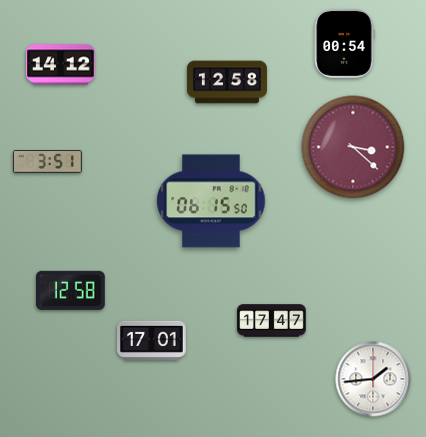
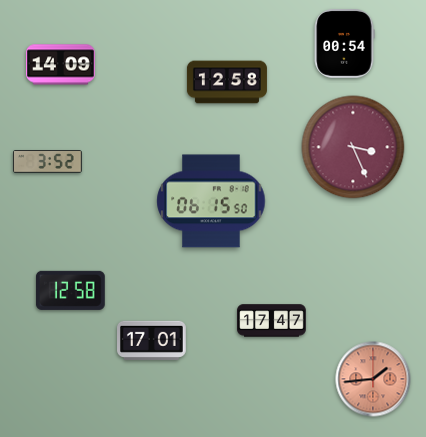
clock at (61, 65): 14:12 -> 14:09
clock at (353, 147): 3:22 -> 3:26
clock at (48, 162): 3:51 -> 3:52
clock at (373, 379) dial: white -> salmon
